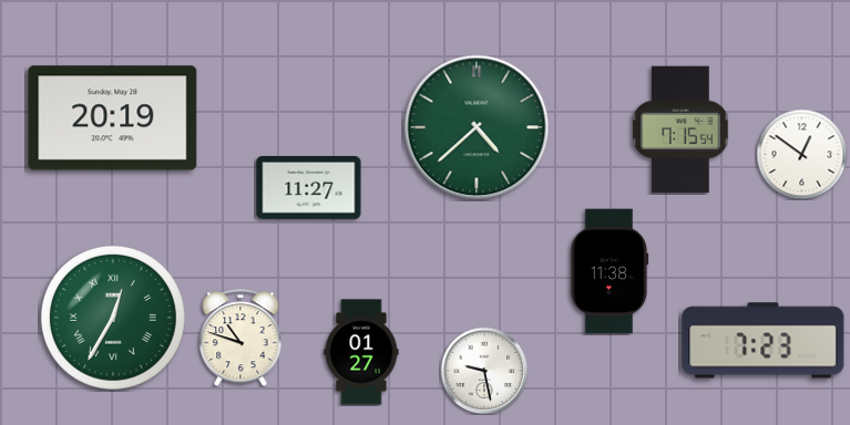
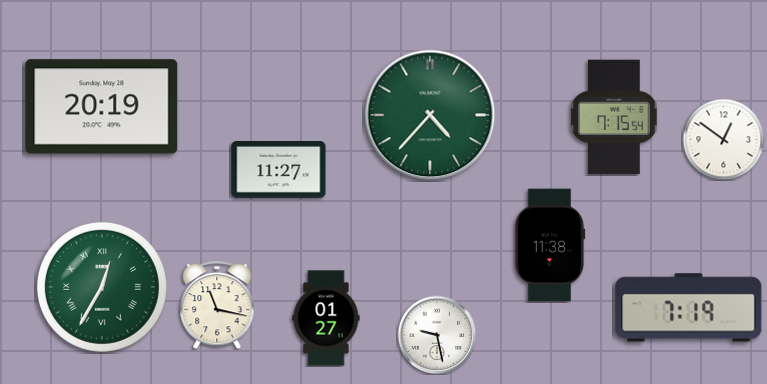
clock at (477, 127): 4:38 -> 4:37
clock at (240, 338): 10:48 -> 11:17
clock at (764, 341): 7:23 -> 7:19
